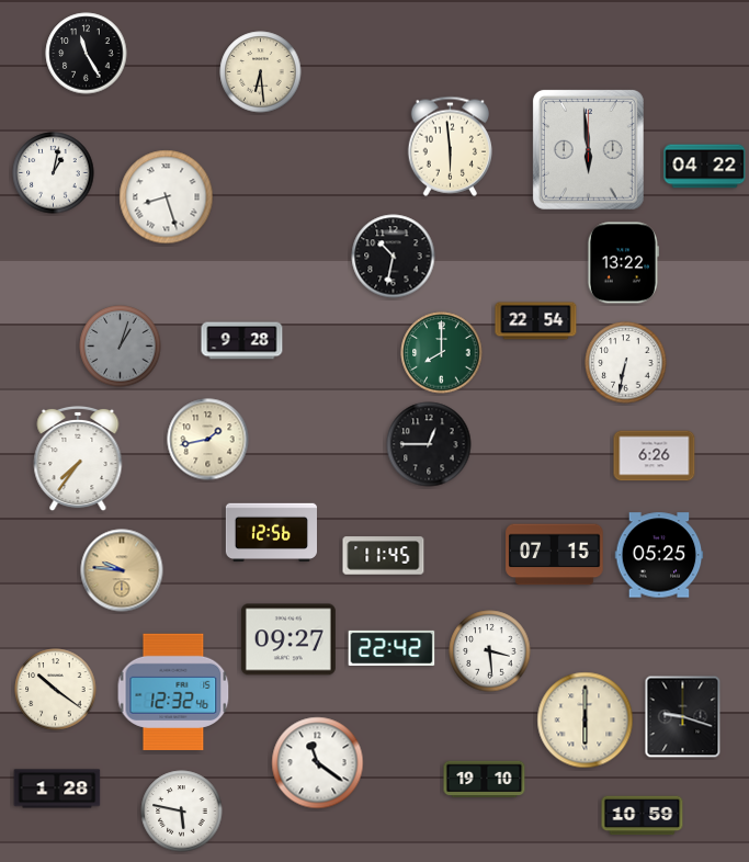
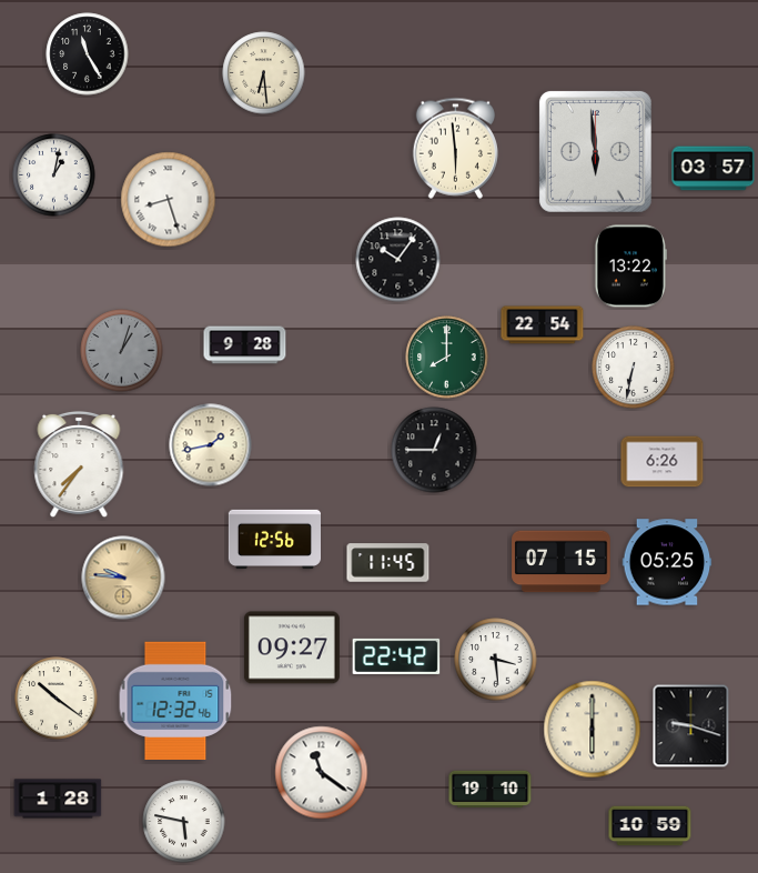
clock at (705, 167): 04:22 -> 03:57
clock at (394, 257): 10:32 -> 10:06
